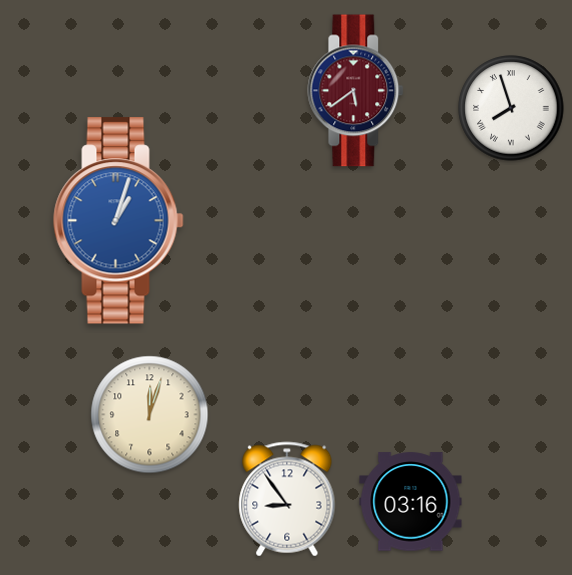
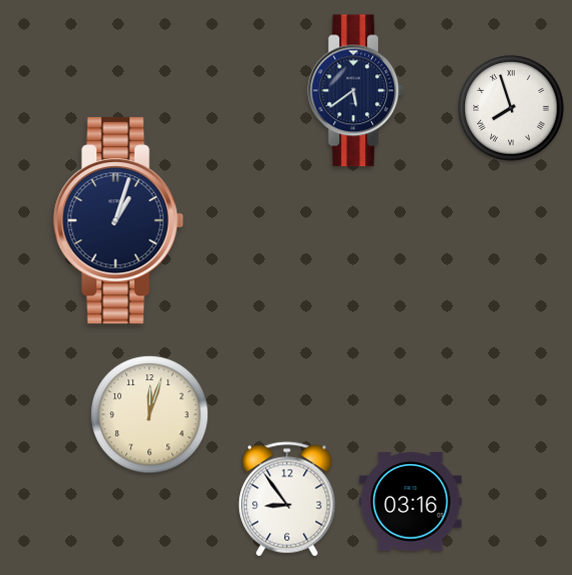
clock at (356, 91) dial: burgundy -> navy
clock at (119, 221) dial: blue -> navy
